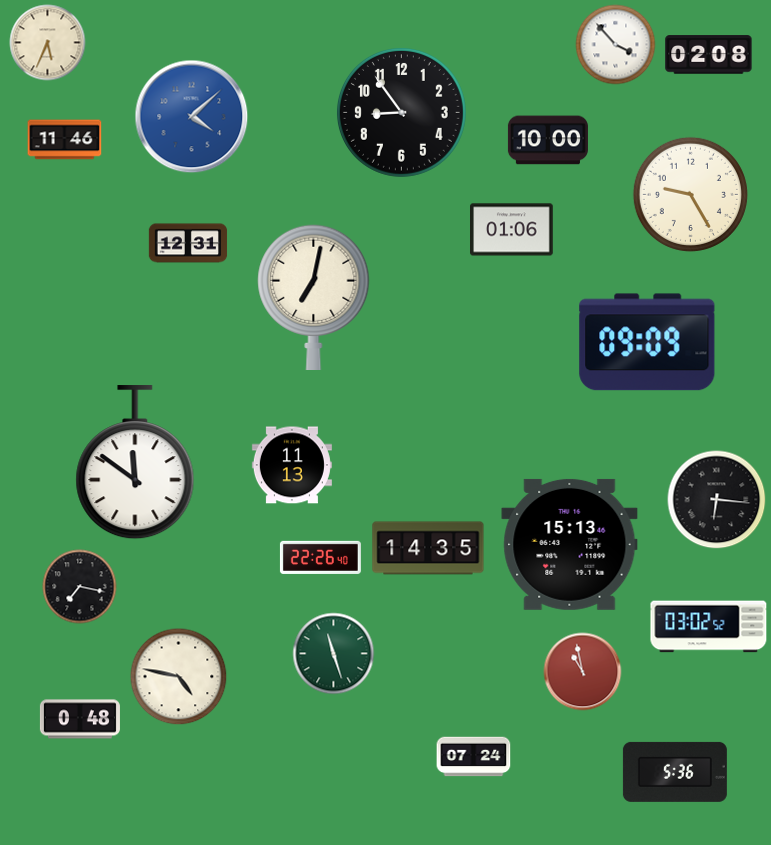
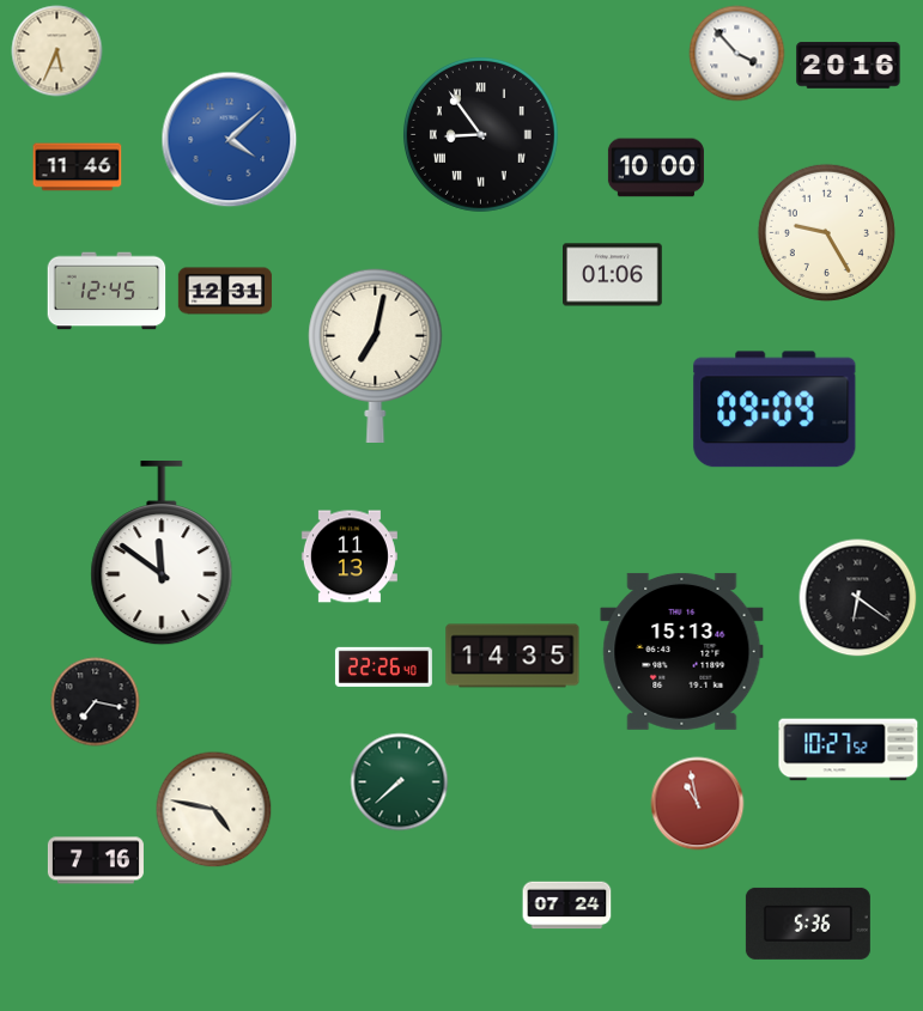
clock at (709, 55): 02:08 -> 20:16
clock at (401, 112) numerals: Arabic -> Roman
clock at (107, 291): none -> 12:45
clock at (717, 500): 6:16 -> 6:21
clock at (709, 627): 03:02 -> 10:27
clock at (334, 654): 11:27 -> 7:38
clock at (80, 719): 0:48 -> 7:16
